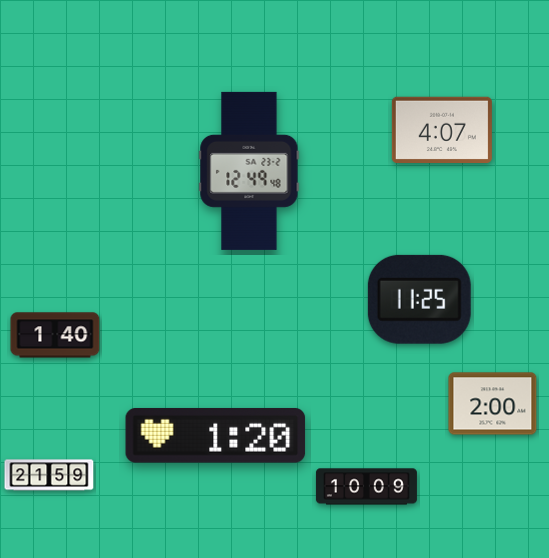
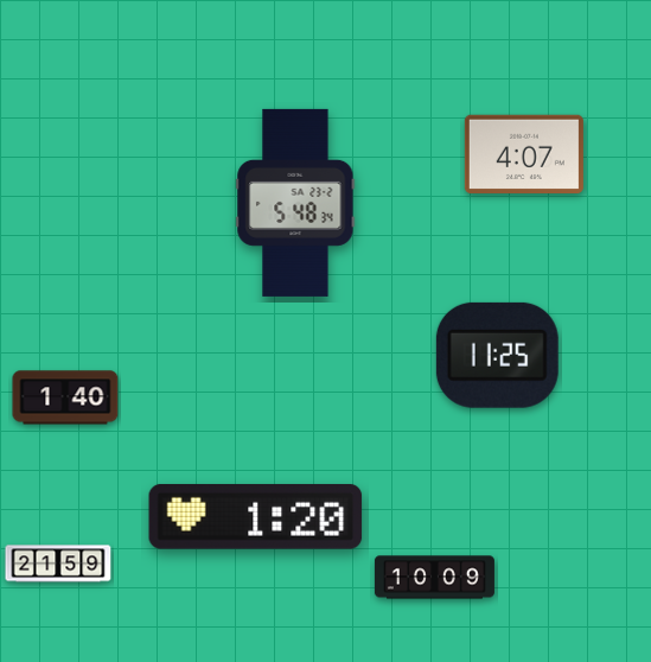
clock at (249, 171): 12:49 -> 5:48
clock at (493, 404): 2:00 -> none
